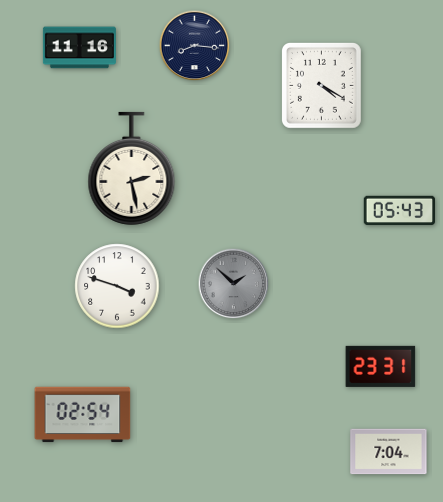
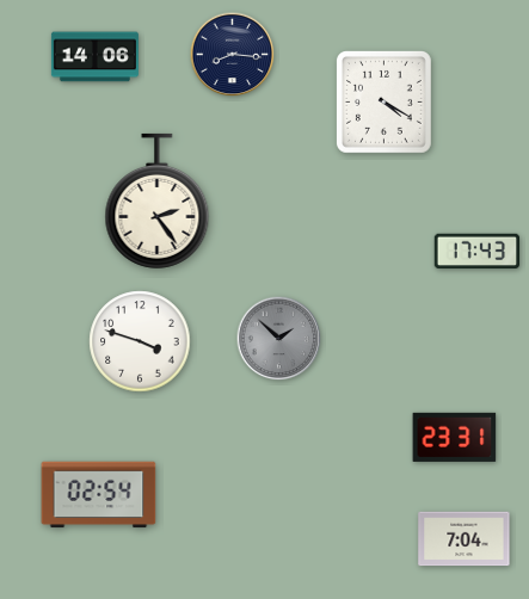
clock at (79, 48): 11:16 -> 14:06
clock at (132, 168): 2:28 -> 2:24
clock at (400, 211): 05:43 -> 17:43
